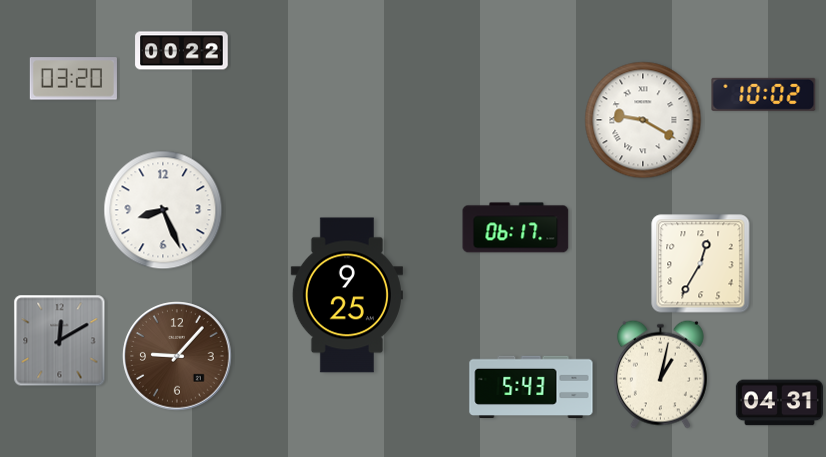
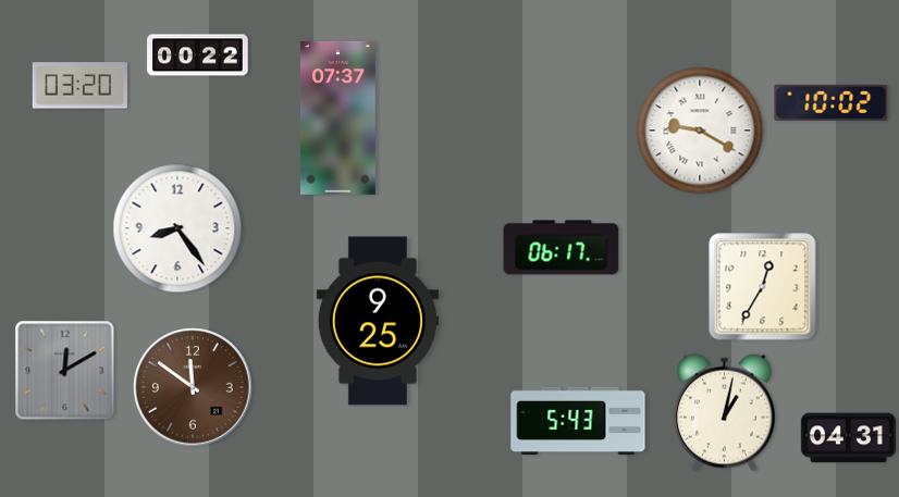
clock at (337, 117): none -> 07:37
clock at (163, 210): 8:26 -> 8:24
clock at (177, 356): 9:07 -> 11:51
clock at (660, 374) position: (660, 374) -> (724, 412)
